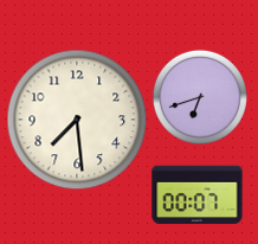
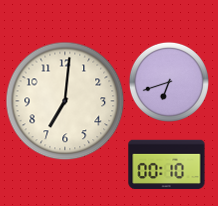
clock at (77, 120): 7:29 -> 7:01
clock at (198, 195): 00:07 -> 00:10
